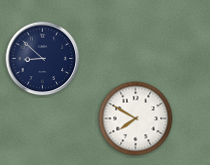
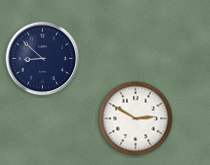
clock at (136, 119): 7:50 -> 2:50
